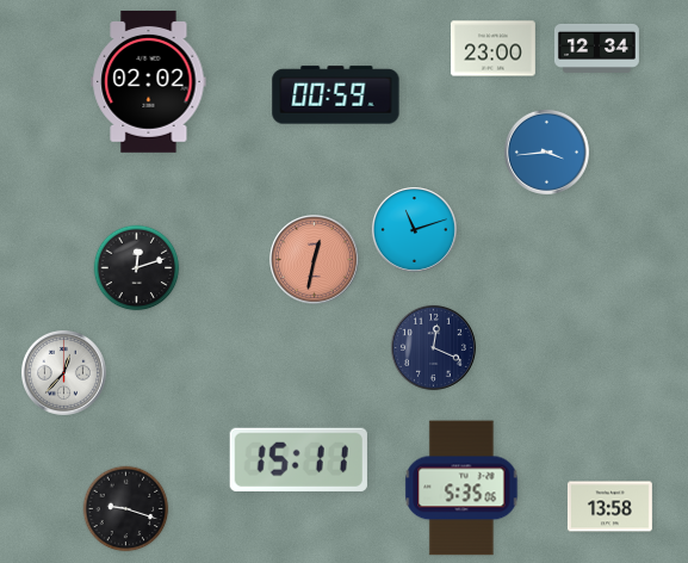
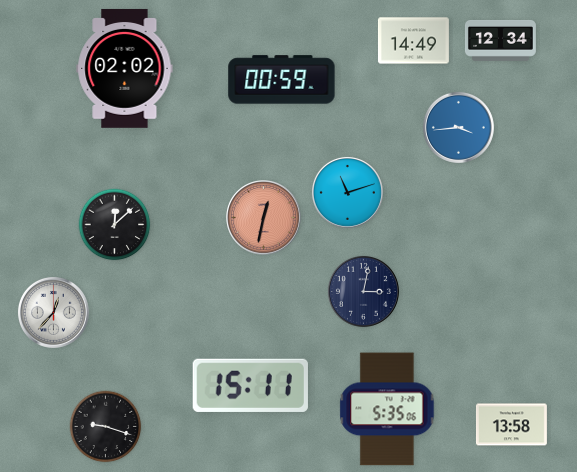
clock at (492, 49): 23:00 -> 14:49
clock at (137, 268): 12:12 -> 12:08
clock at (433, 347): 12:19 -> 3:02
